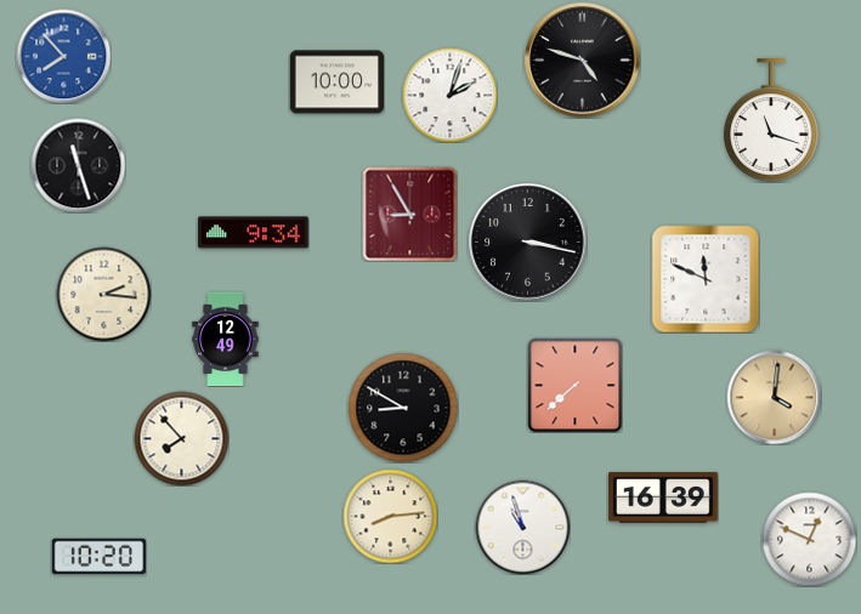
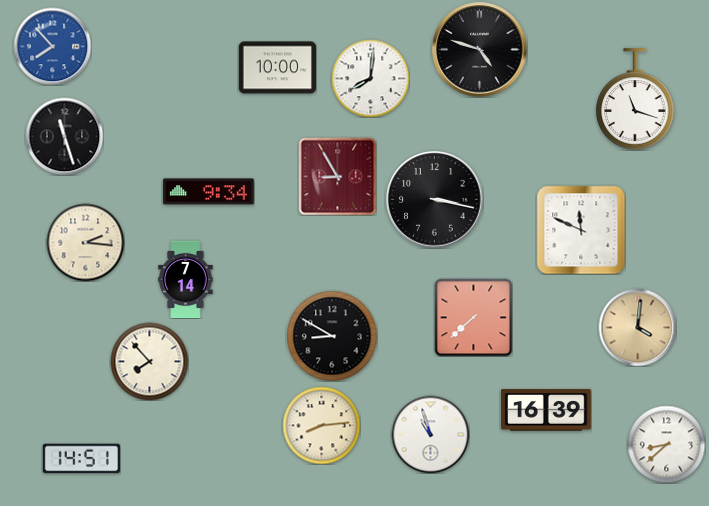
clock at (449, 95): 2:03 -> 8:01
clock at (226, 339): 12:49 -> 7:14
clock at (809, 539): 12:49 -> 8:38
clock at (98, 557): 10:20 -> 14:51
